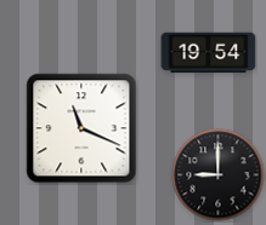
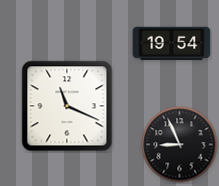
clock at (219, 175): 9:00 -> 8:56
